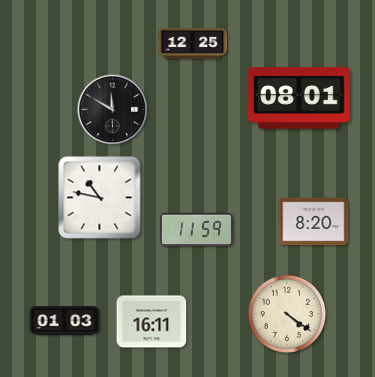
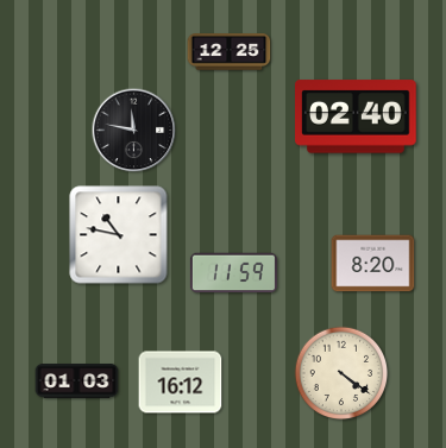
clock at (300, 98): 08:01 -> 02:40
clock at (113, 110): 11:50 -> 11:47
clock at (152, 322): 16:11 -> 16:12
